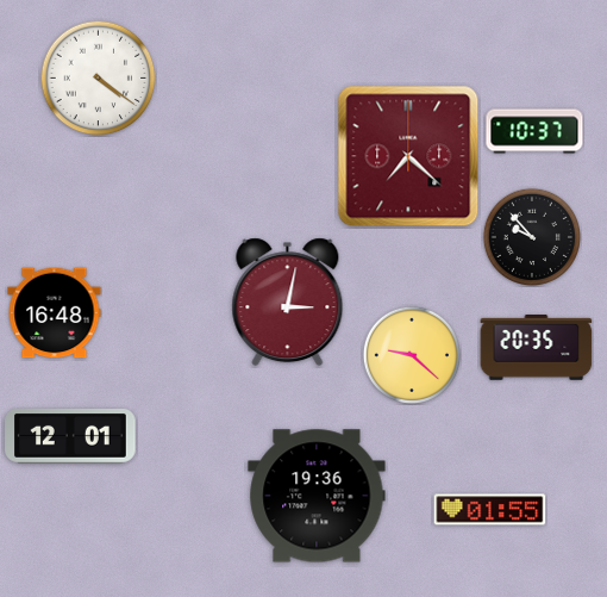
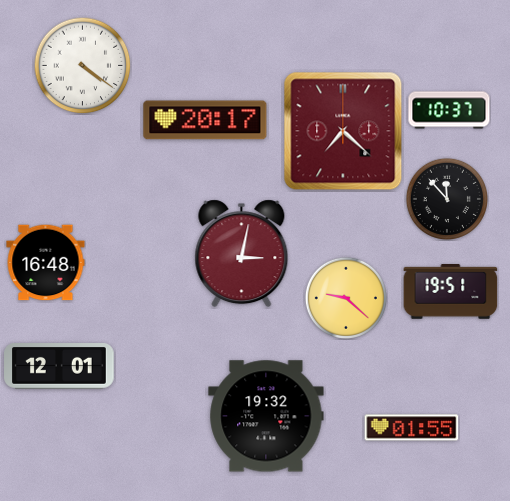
clock at (205, 120): none -> 20:17
clock at (531, 236): 9:53 -> 11:53
clock at (537, 348): 20:35 -> 19:51
clock at (317, 496): 19:36 -> 19:32
